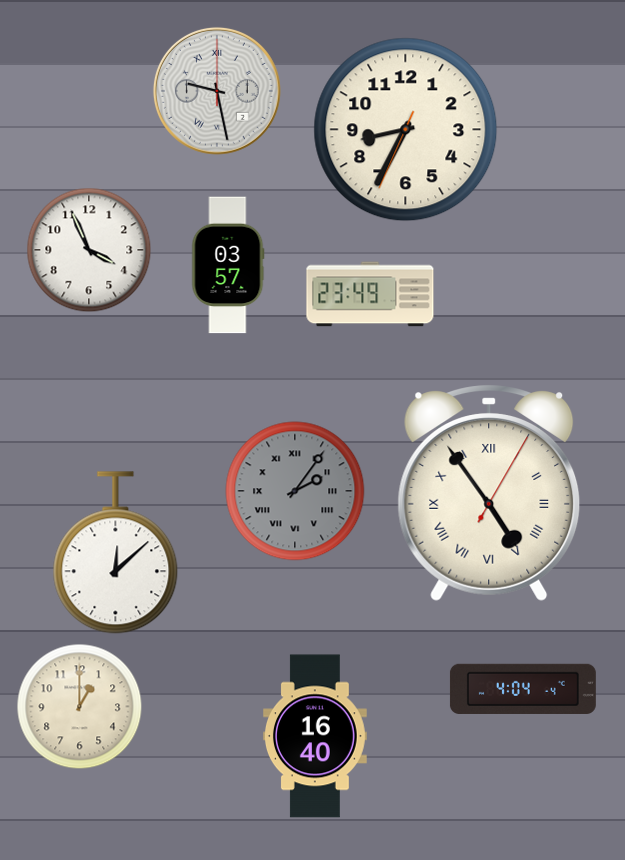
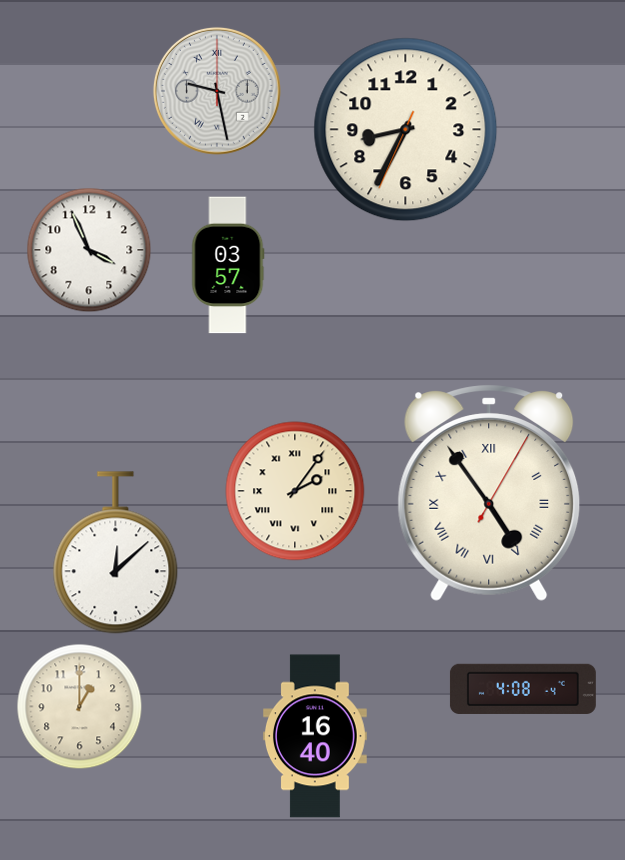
clock at (370, 294): 23:49 -> none
clock at (295, 491) dial: grey -> cream
clock at (523, 689): 4:04 -> 4:08
